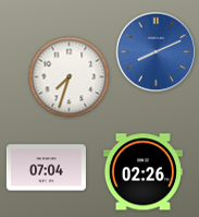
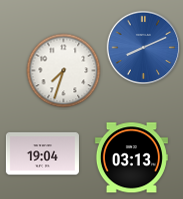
clock at (46, 168): 07:04 -> 19:04
clock at (142, 172): 02:26 -> 03:13
